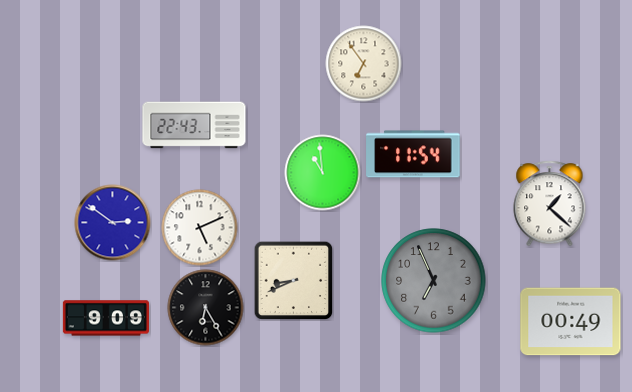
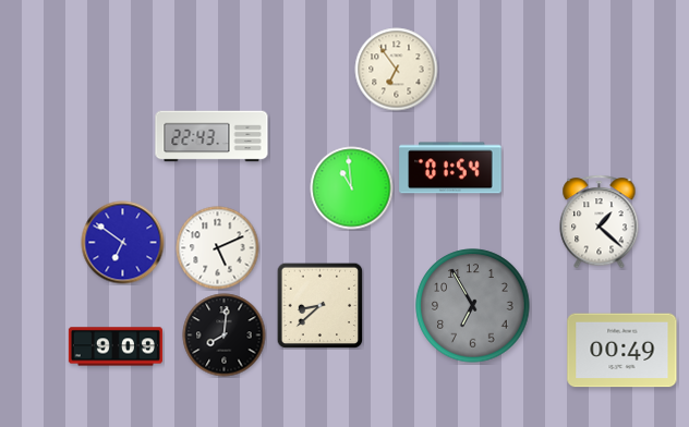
clock at (413, 154): 11:54 -> 01:54
clock at (113, 223): 2:51 -> 6:51
clock at (293, 280): 8:41 -> 8:38
clock at (434, 281): 6:56 -> 6:55
clock at (206, 308): 6:25 -> 8:01
